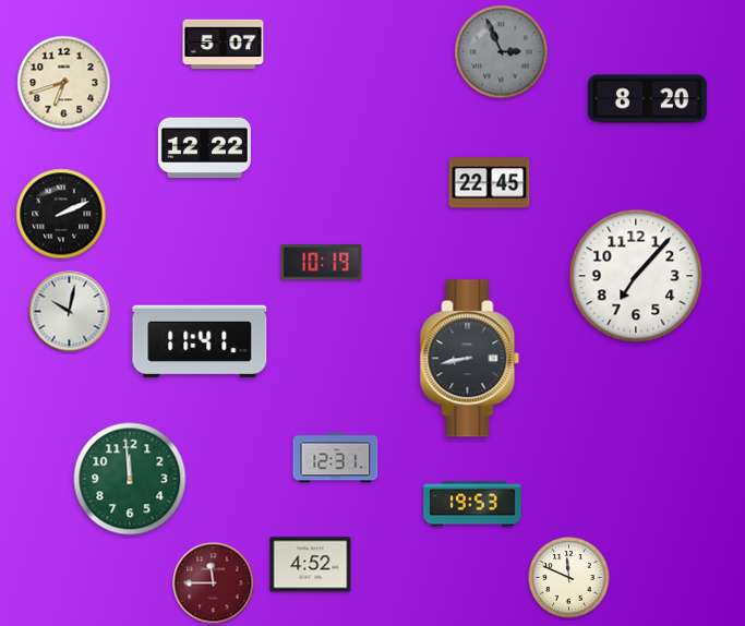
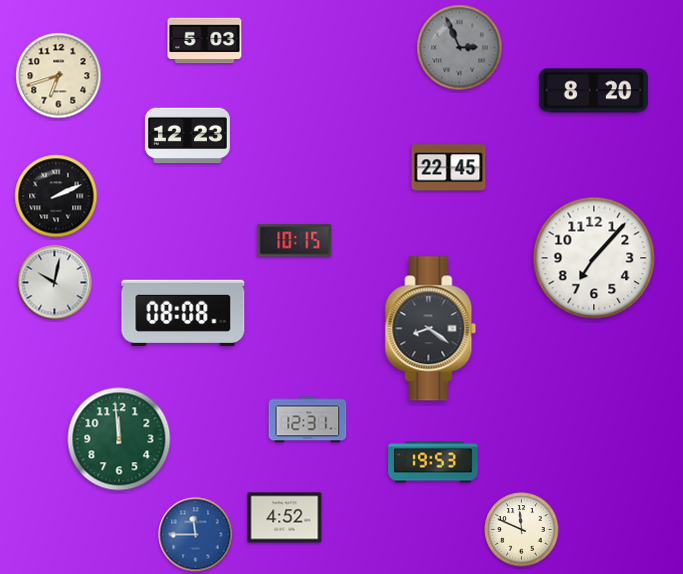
clock at (224, 45): 5:07 -> 5:03
clock at (204, 148): 12:22 -> 12:23
clock at (322, 263): 10:19 -> 10:15
clock at (636, 276) position: (636, 276) -> (594, 258)
clock at (70, 312) position: (70, 312) -> (55, 283)
clock at (200, 341): 11:41 -> 08:08
clock at (470, 359): 8:43 -> 8:21
clock at (214, 583) dial: burgundy -> blue
